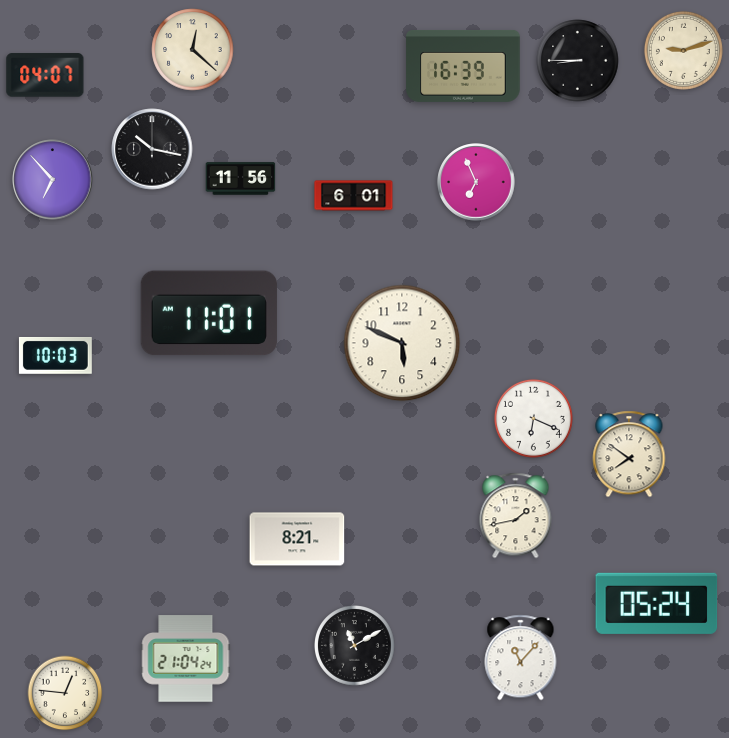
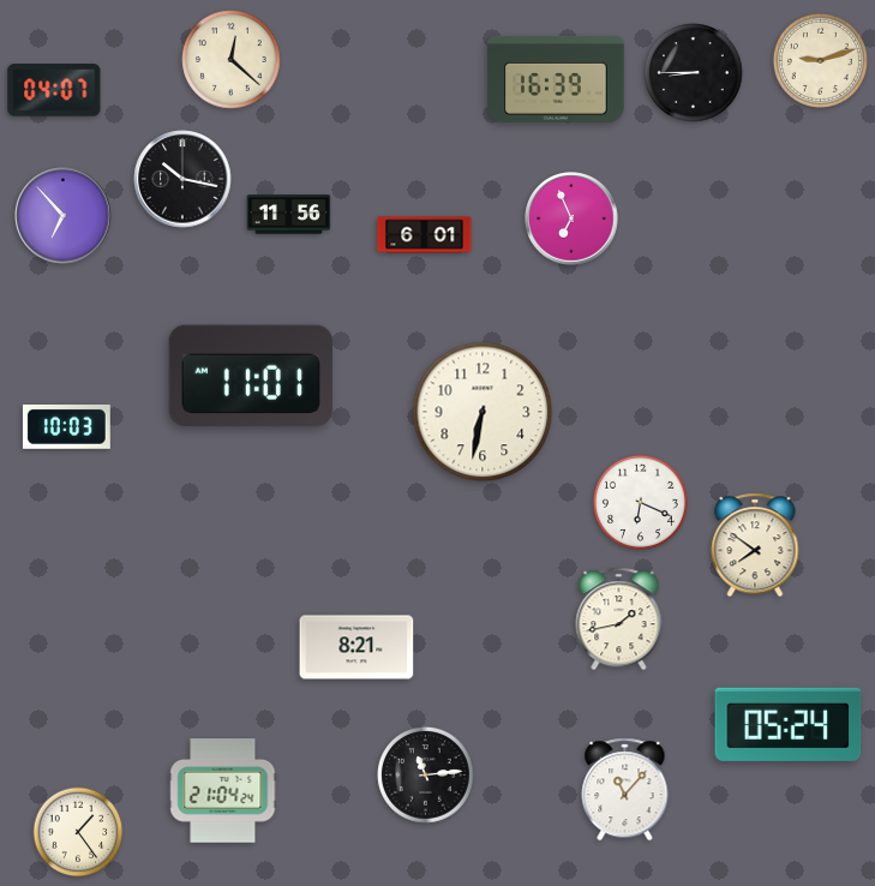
clock at (402, 343): 5:49 -> 6:32
clock at (355, 646): 11:10 -> 11:14
clock at (65, 693): 12:46 -> 1:24
